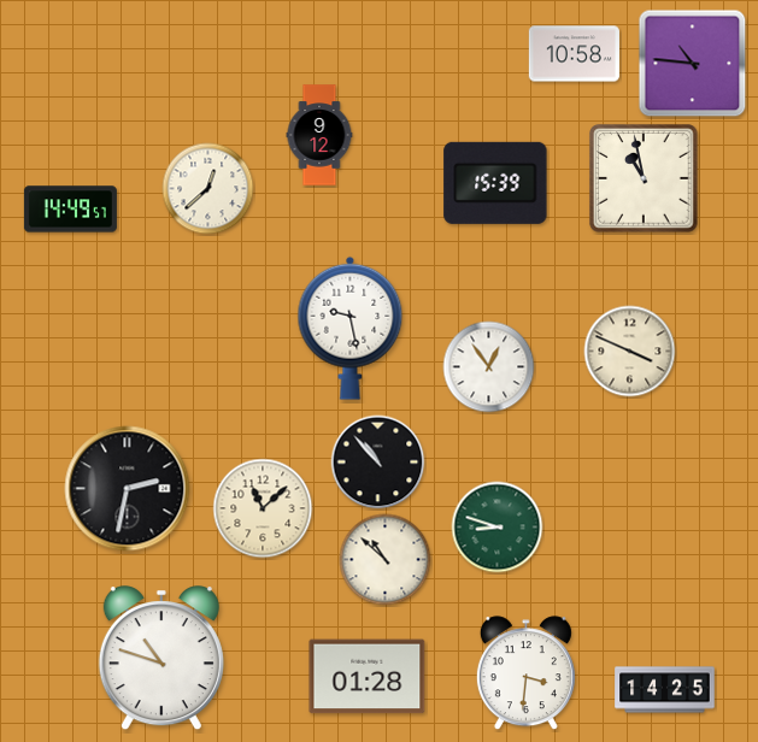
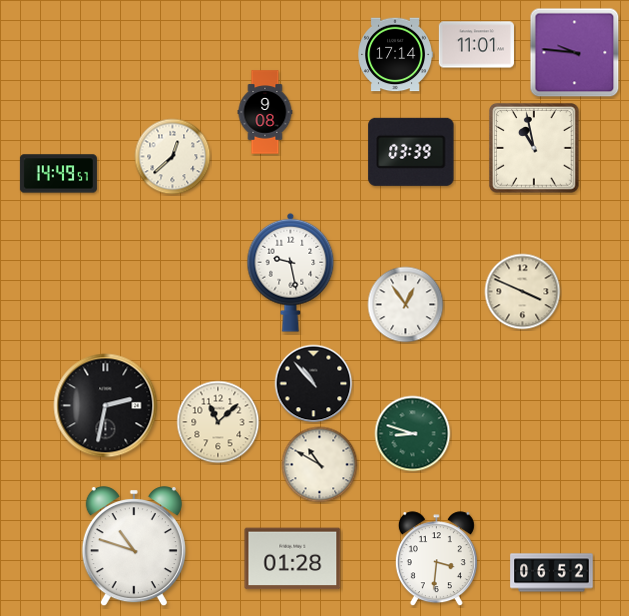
clock at (574, 54): 10:58 -> 11:01
clock at (693, 64): 10:46 -> 9:46
clock at (395, 55): none -> 17:14
clock at (319, 135): 9:12 -> 9:08
clock at (495, 183): 15:39 -> 03:39
clock at (498, 528) position: (498, 528) -> (413, 434)
clock at (386, 560): 10:52 -> 10:50
clock at (368, 677) position: (368, 677) -> (293, 559)
clock at (665, 690): 14:25 -> 06:52
